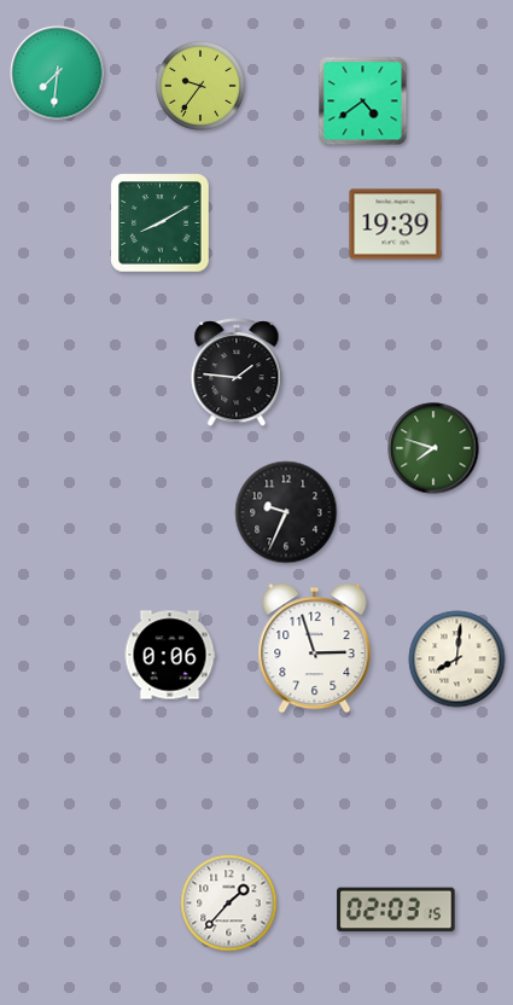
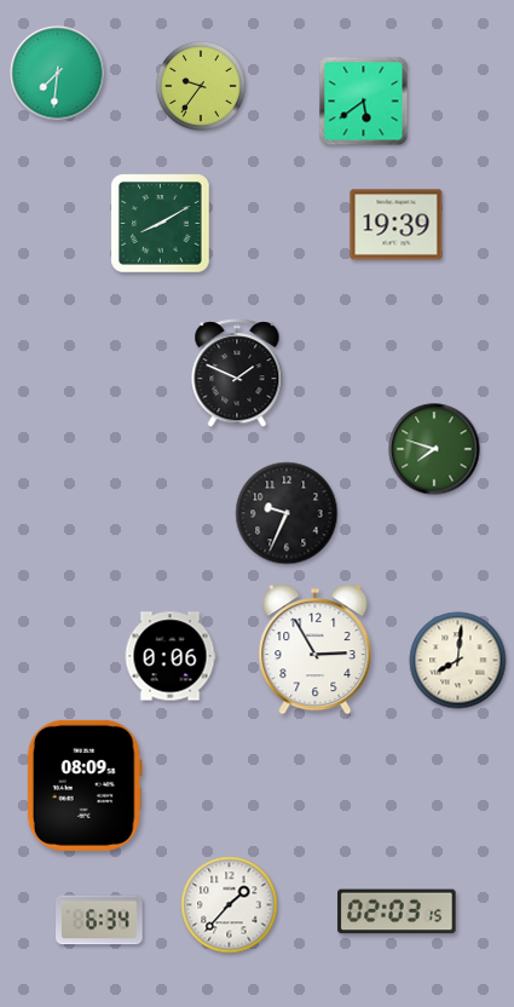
clock at (363, 101): 4:39 -> 5:39
clock at (237, 373): 1:46 -> 1:49
clock at (315, 649): 2:57 -> 2:55
clock at (85, 786): none -> 08:09
clock at (99, 920): none -> 6:34
